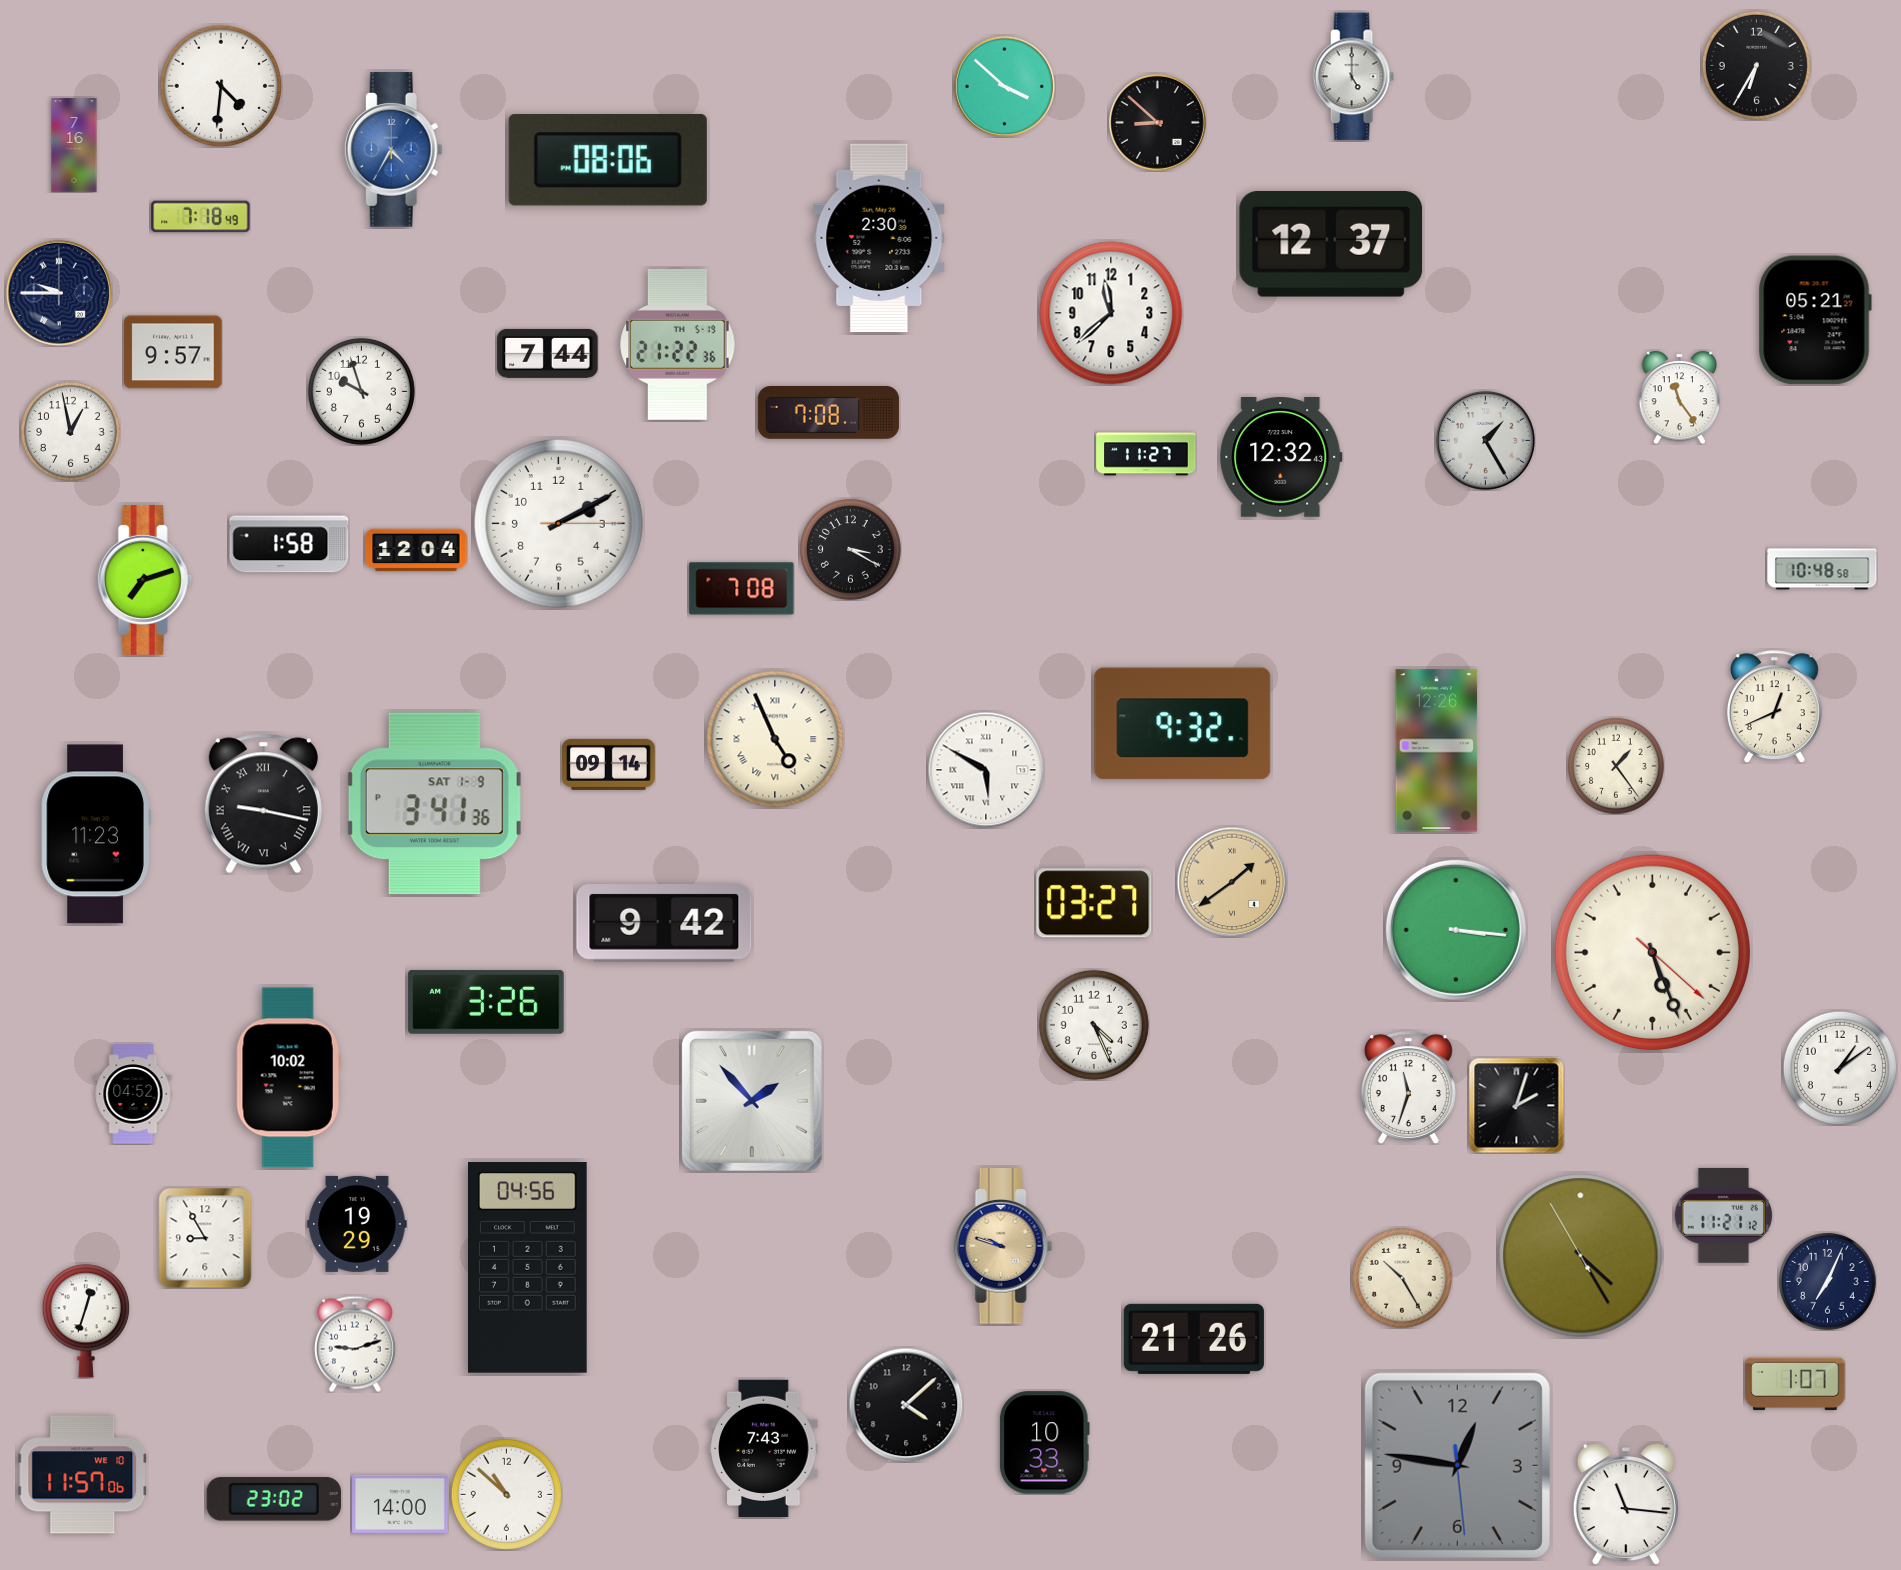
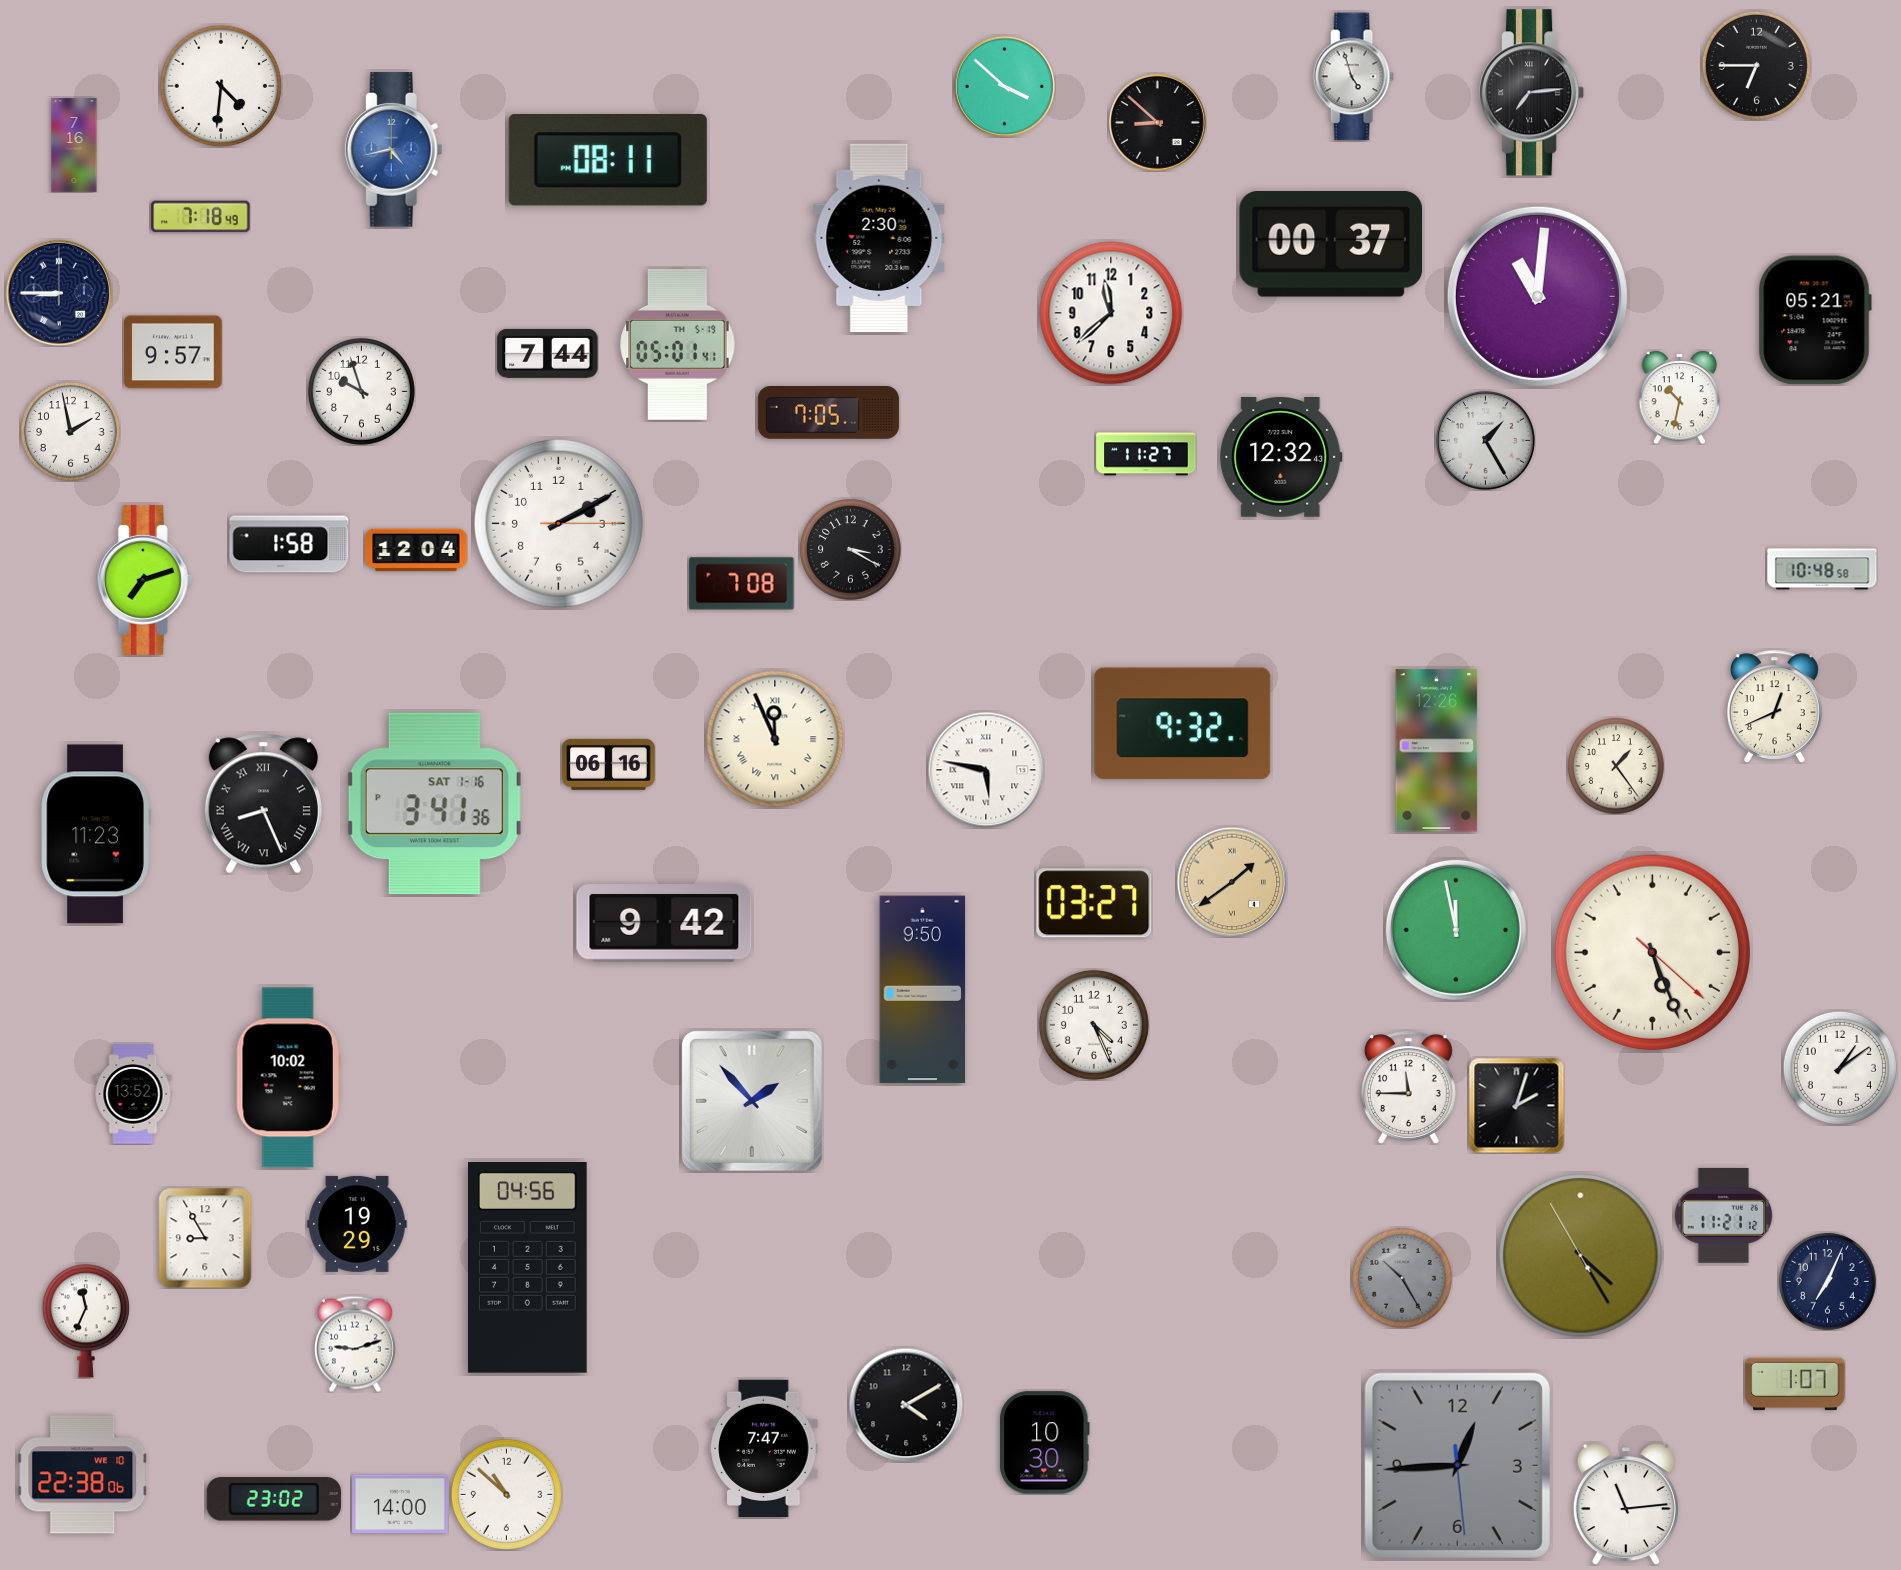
clock at (1756, 65): 6:35 -> 6:45
clock at (1353, 77): 5:00 -> 4:57
clock at (1533, 93): none -> 7:14
clock at (393, 150): 4:35 -> 4:43
clock at (608, 161): 08:06 -> 08:11
clock at (1331, 245): 12:37 -> 00:37
clock at (58, 292): 9:45 -> 8:45
clock at (1537, 296): none -> 11:01
clock at (678, 344): 21:22 -> 05:01
clock at (1680, 397): 11:24 -> 10:32
clock at (828, 413): 7:08 -> 7:05
clock at (71, 432): 12:58 -> 1:58
clock at (742, 589) position: (742, 589) -> (742, 584)
clock at (775, 739): 4:56 -> 11:56
clock at (609, 764): 09:14 -> 06:16
clock at (986, 770): 5:50 -> 5:47
clock at (263, 804): 9:17 -> 8:26
clock at (434, 804) date: SAT 1-9 -> SAT 1-16
clock at (1456, 930): 3:16 -> 11:58
clock at (923, 990): none -> 9:50
clock at (486, 1003): 3:26 -> none
clock at (1408, 1088): 11:33 -> 11:45
clock at (133, 1094): 04:52 -> 13:52
clock at (1003, 1246): 9:48 -> none
clock at (1402, 1278) dial: cream -> grey
clock at (86, 1321): 12:33 -> 11:34
clock at (1194, 1339): 21:26 -> none
clock at (906, 1405): 4:08 -> 4:10
clock at (1045, 1443): 10:33 -> 10:30
clock at (764, 1448): 7:43 -> 7:47
clock at (1457, 1465): 12:46 -> 12:44
clock at (83, 1475): 11:57 -> 22:38
clock at (1626, 1505): 11:16 -> 11:14
